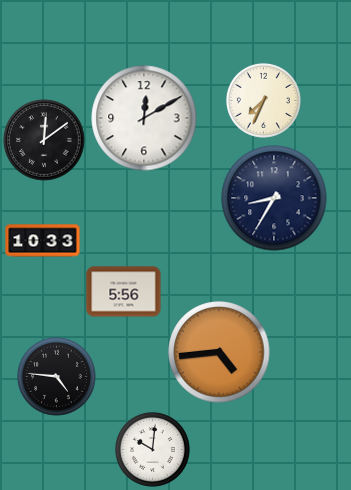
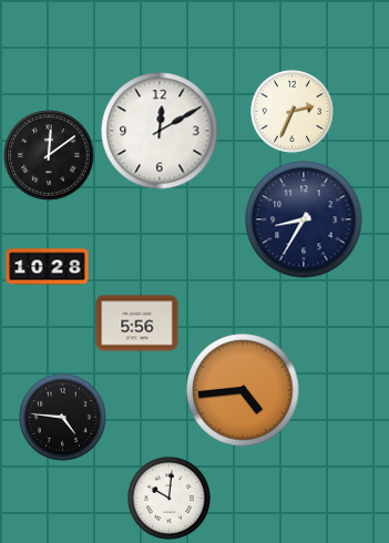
clock at (263, 100): 7:34 -> 2:34
clock at (43, 241): 10:33 -> 10:28
